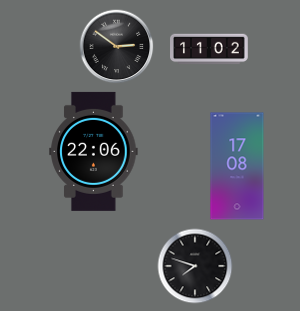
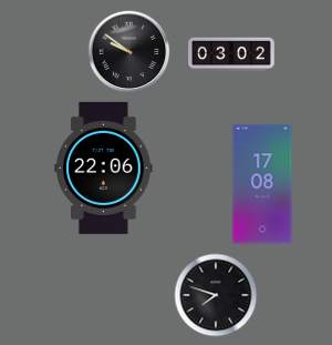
clock at (117, 47): 2:51 -> 9:51
clock at (209, 49): 11:02 -> 03:02
